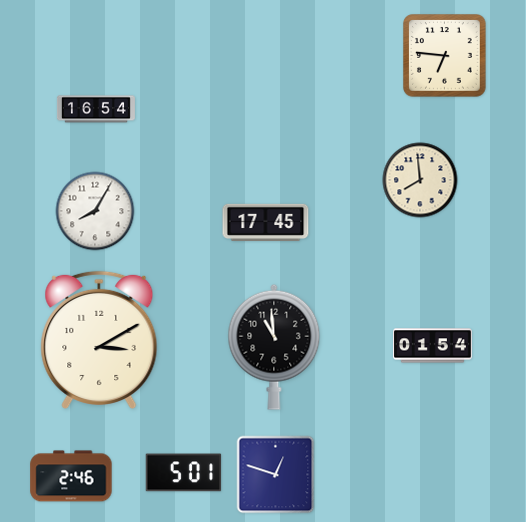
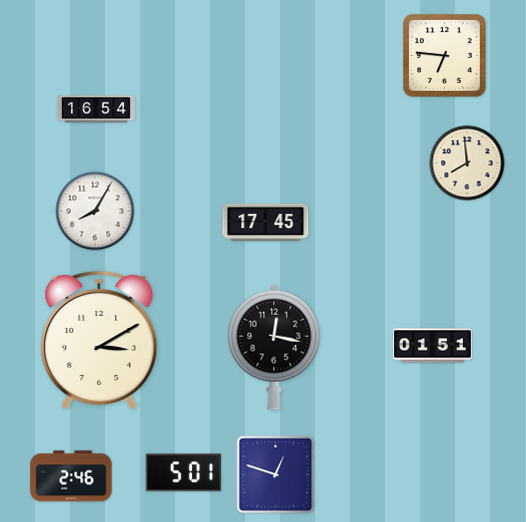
clock at (420, 180) position: (420, 180) -> (467, 163)
clock at (433, 346): 01:54 -> 01:51
clock at (274, 347): 10:59 -> 12:17
